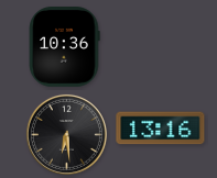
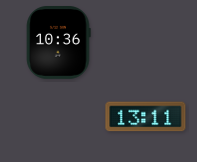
clock at (161, 129): 13:16 -> 13:11
clock at (66, 134): 6:29 -> none
